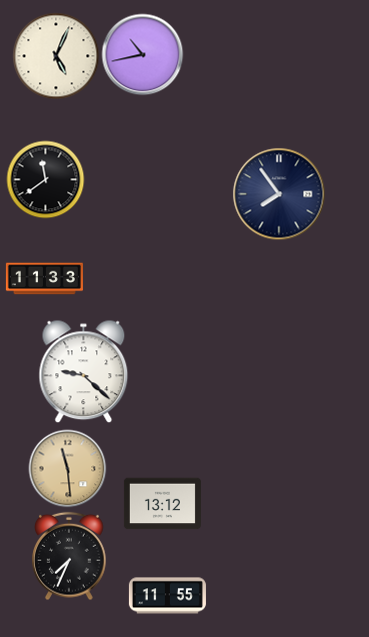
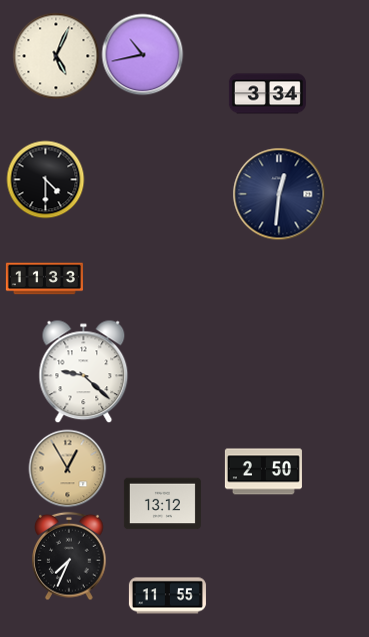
clock at (267, 94): none -> 3:34
clock at (45, 179): 11:39 -> 4:30
clock at (279, 194): 7:54 -> 12:31
clock at (67, 468): 11:29 -> 12:55
clock at (263, 472): none -> 2:50
